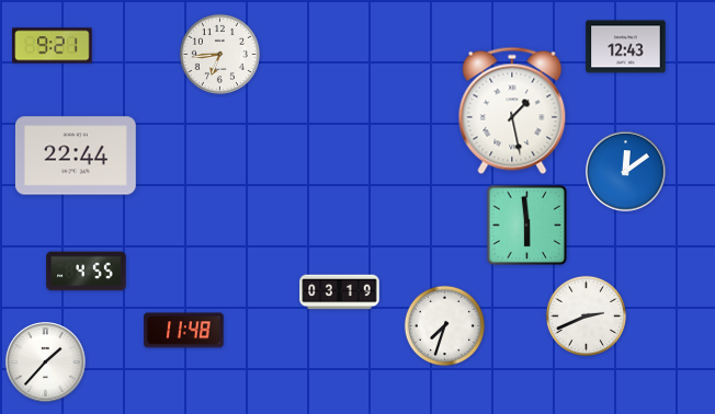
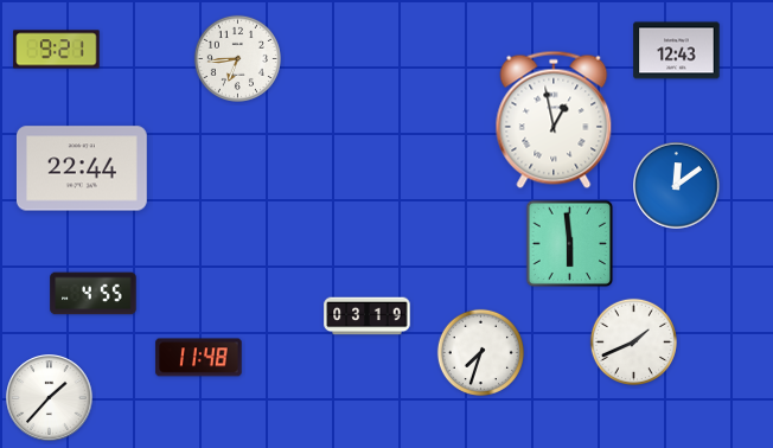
clock at (512, 111): 1:28 -> 12:58
clock at (586, 315): 2:41 -> 1:41
clock at (46, 363) position: (46, 363) -> (50, 398)
